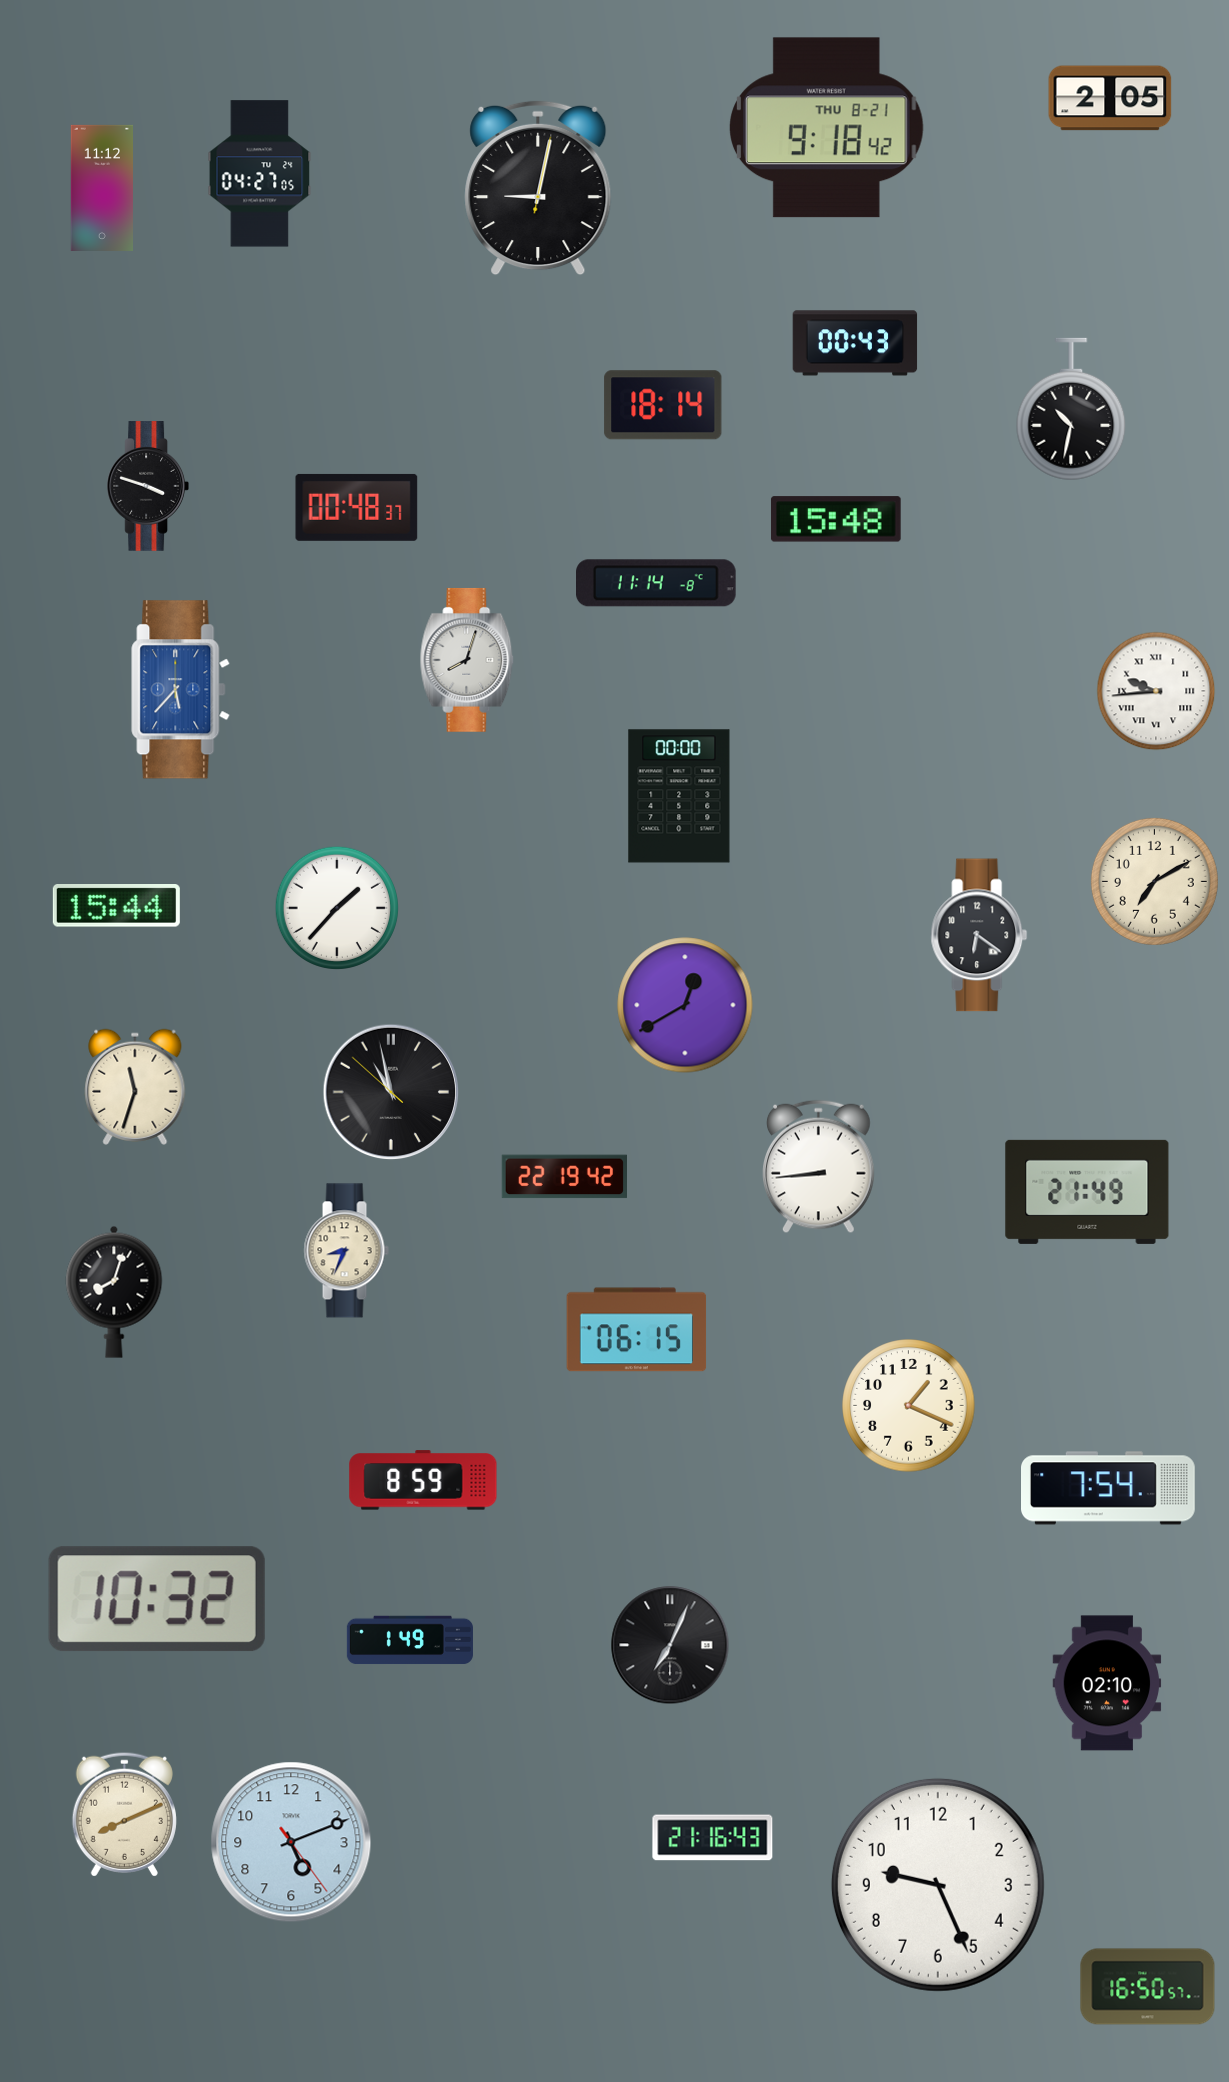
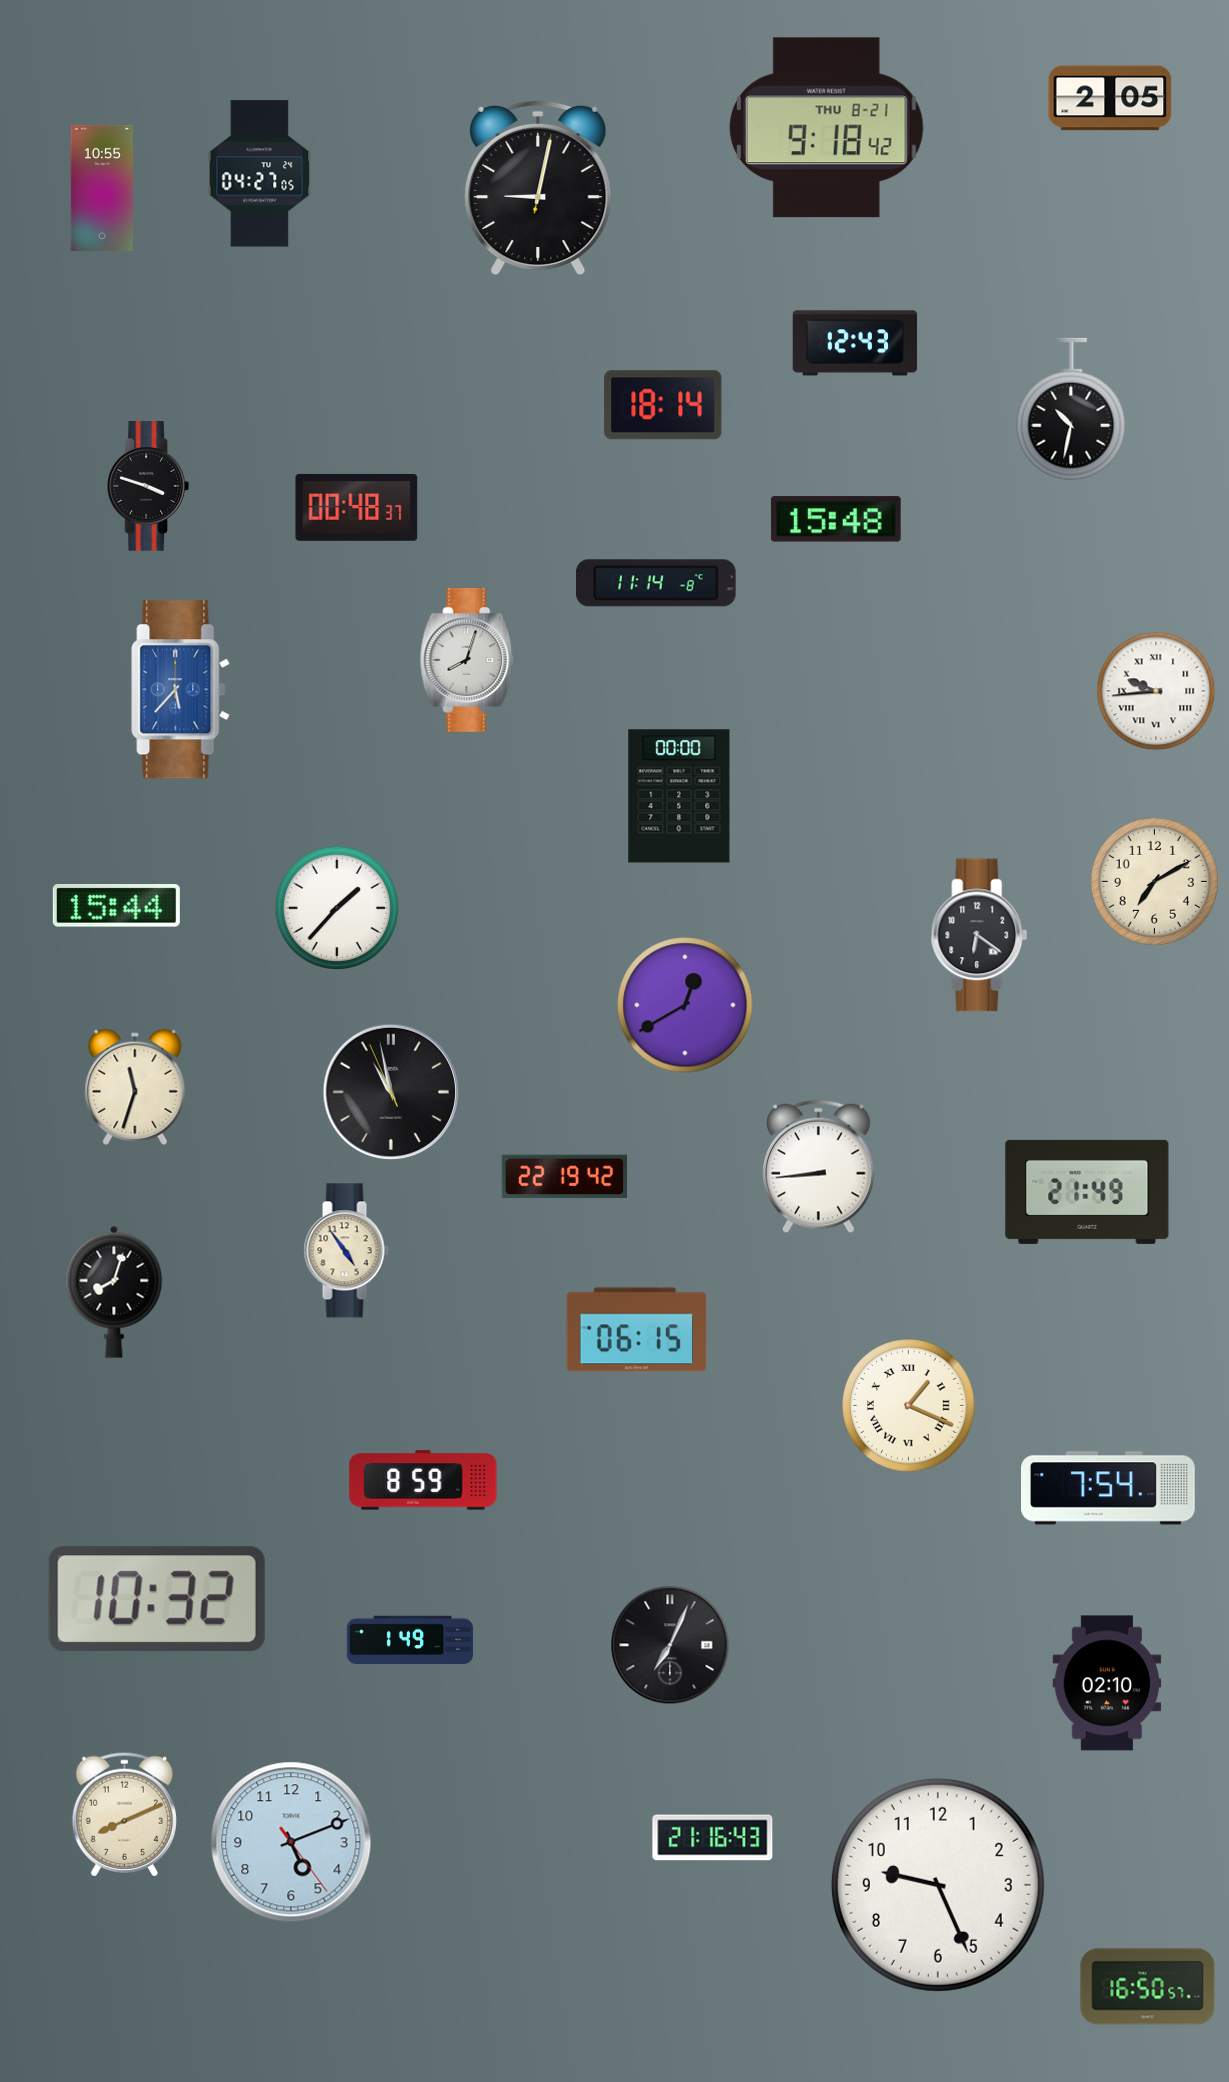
clock at (102, 188): 11:12 -> 10:55
clock at (855, 343): 00:43 -> 12:43
clock at (391, 1092): 10:57:52 -> 10:57:56
clock at (346, 1251): 8:34 -> 4:54
clock at (909, 1406) numerals: Arabic -> Roman
